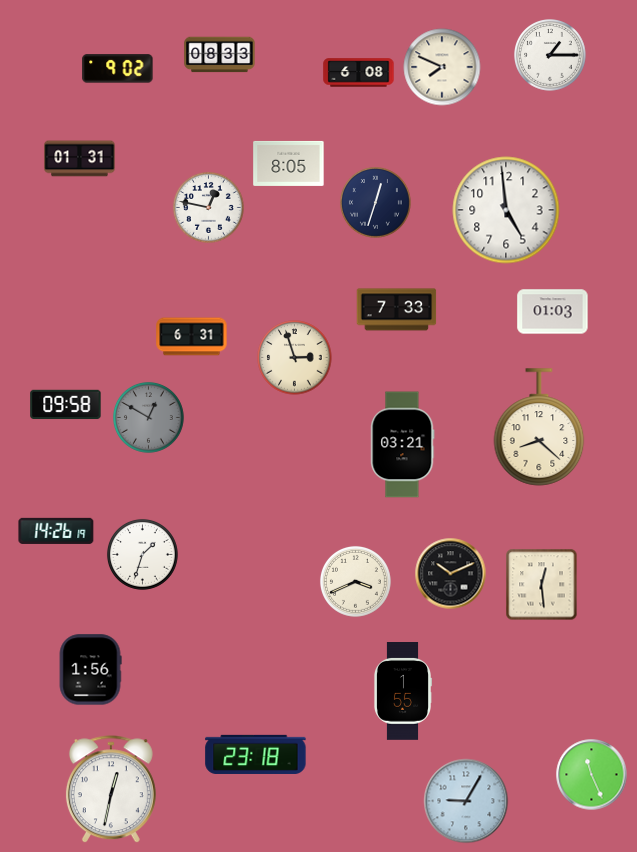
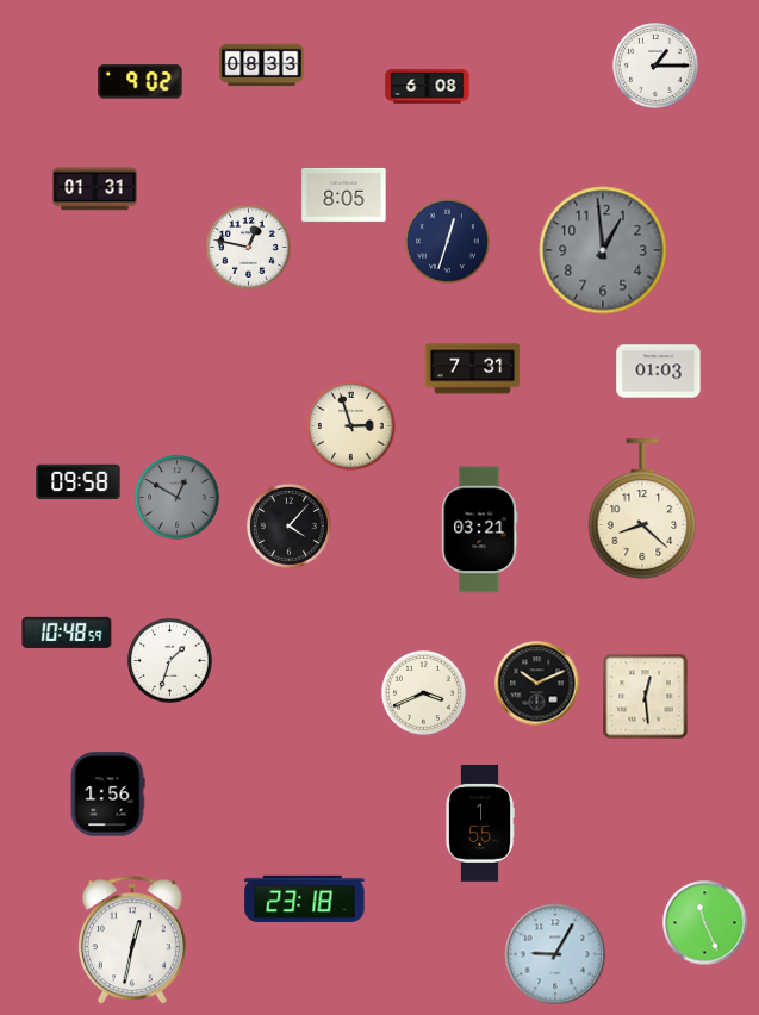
clock at (442, 67): 7:49 -> none
clock at (506, 210): 4:59 -> 12:59
clock at (506, 210) dial: white -> grey
clock at (397, 310): 7:33 -> 7:31
clock at (192, 337): 6:31 -> none
clock at (288, 525): none -> 4:07
clock at (56, 531): 14:26 -> 10:48
clock at (90, 670) position: (90, 670) -> (107, 795)
